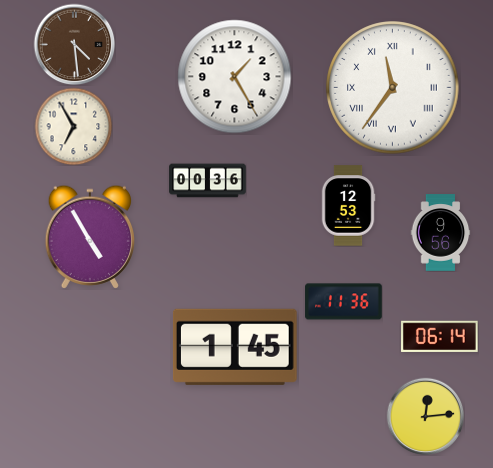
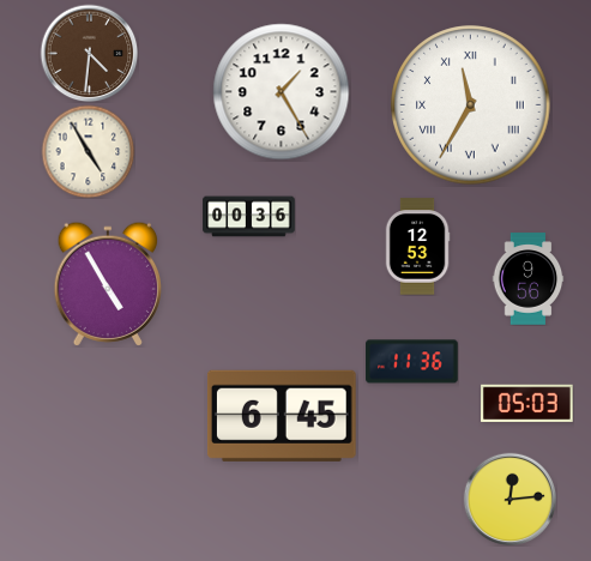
clock at (74, 44): 4:29 -> 4:31
clock at (393, 88): 11:36 -> 11:35
clock at (73, 126): 6:55 -> 4:55
clock at (440, 336): 06:14 -> 05:03
clock at (235, 347): 1:45 -> 6:45
